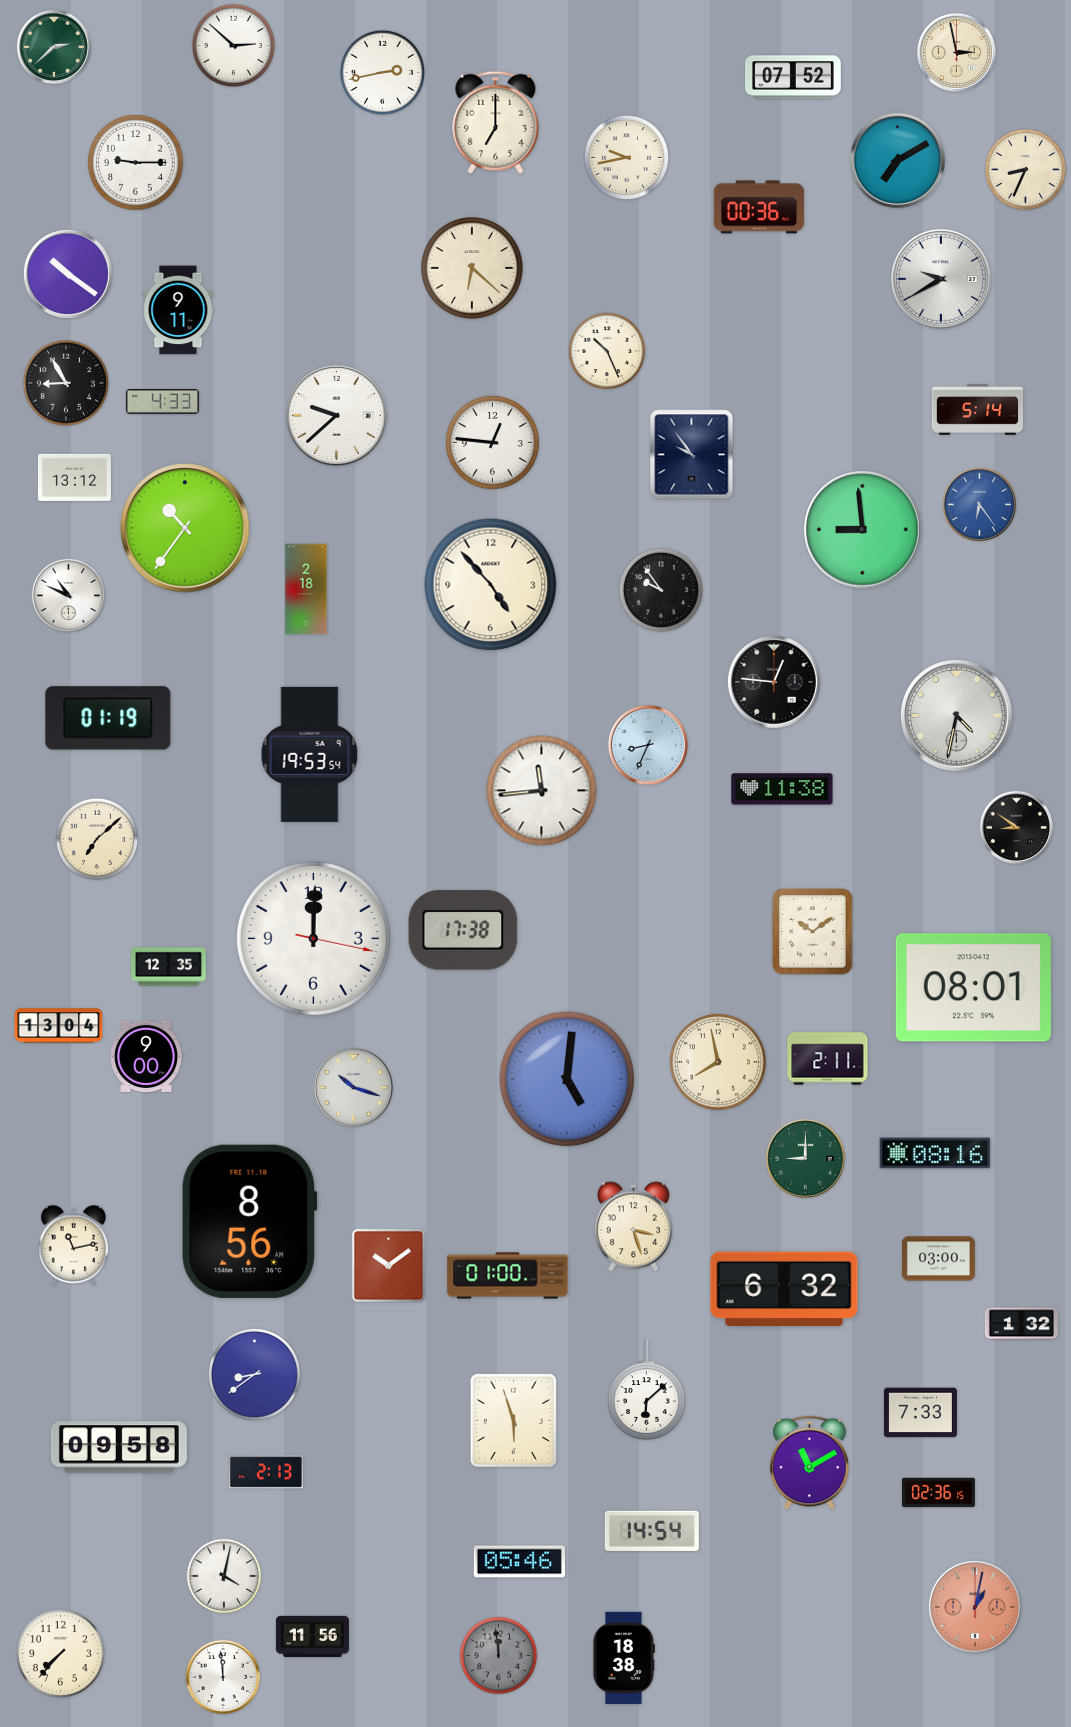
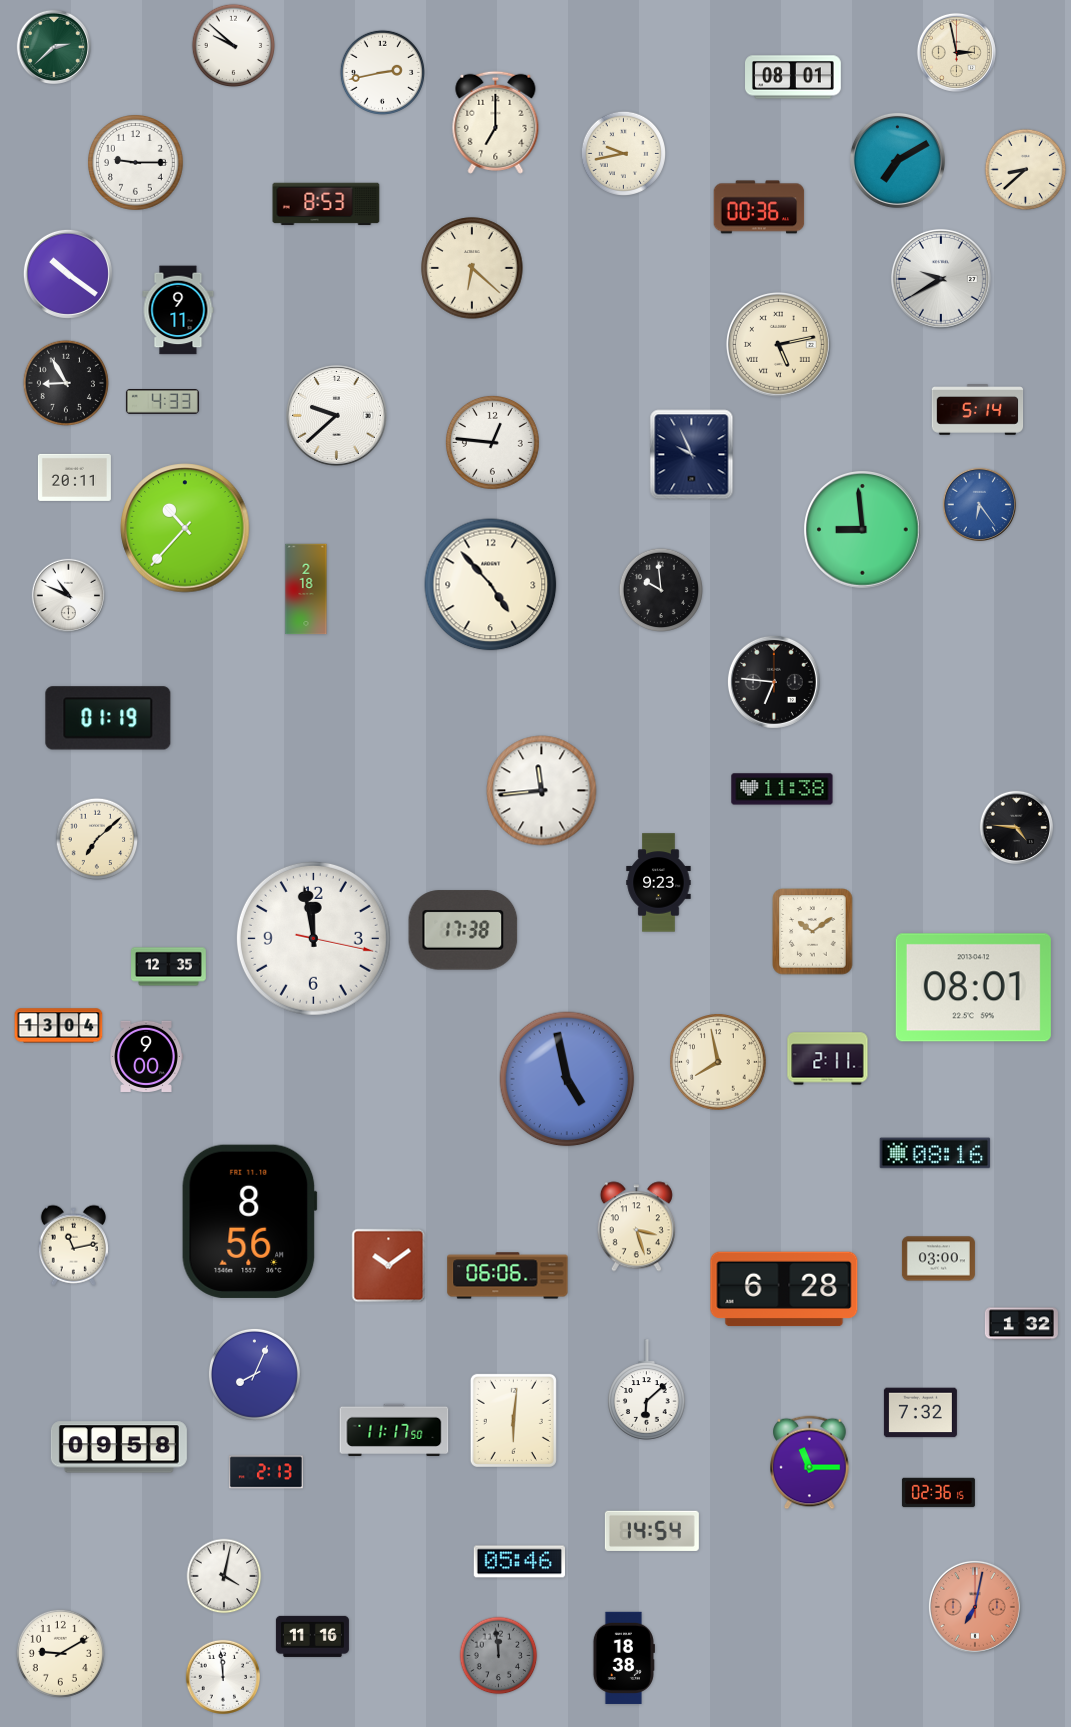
clock at (234, 46): 2:52 -> 9:52
clock at (794, 77): 07:52 -> 08:01
clock at (626, 157) position: (626, 157) -> (623, 153)
clock at (1026, 170): 8:34 -> 8:38
clock at (326, 204): none -> 8:53
clock at (778, 344): none -> 5:13
clock at (607, 351): 10:26 -> none
clock at (692, 455): 9:54 -> 9:56
clock at (74, 477): 13:12 -> 20:11
clock at (185, 528): 10:36 -> 10:37
clock at (660, 589): 9:54 -> 9:59
clock at (774, 682): 12:46 -> 6:46
clock at (957, 716): 4:32 -> none
clock at (648, 745): 8:34 -> none
clock at (310, 754): 19:53 -> none
clock at (1016, 827): 8:51 -> 4:46
clock at (659, 883): none -> 9:23
clock at (313, 938): 12:00 -> 11:58
clock at (567, 1079): 5:01 -> 4:58
clock at (353, 1087): 10:18 -> none
clock at (805, 1158): 9:00 -> none
clock at (633, 1227) position: (633, 1227) -> (636, 1227)
clock at (508, 1276): 01:00 -> 06:06
clock at (784, 1289): 6:32 -> 6:28
clock at (254, 1374): 8:39 -> 8:04
clock at (920, 1413): 7:33 -> 7:32
clock at (513, 1420): 5:57 -> 6:01
clock at (394, 1430): none -> 11:17
clock at (810, 1463): 11:10 -> 11:15
clock at (975, 1607): 1:02 -> 7:02
clock at (312, 1636): 11:56 -> 11:16
clock at (60, 1653): 7:37 -> 9:10
